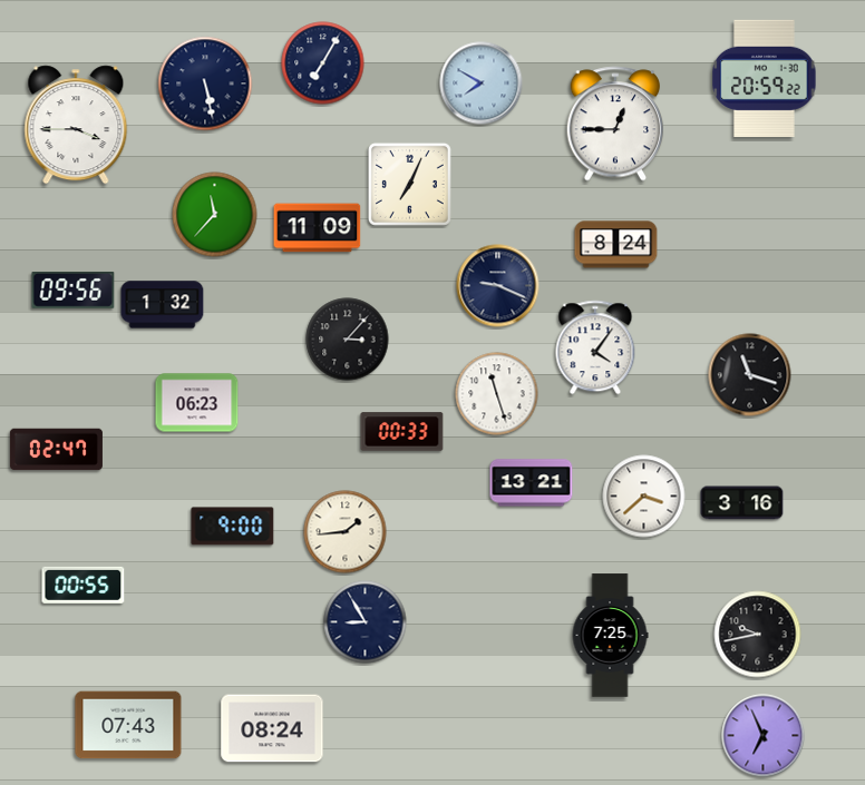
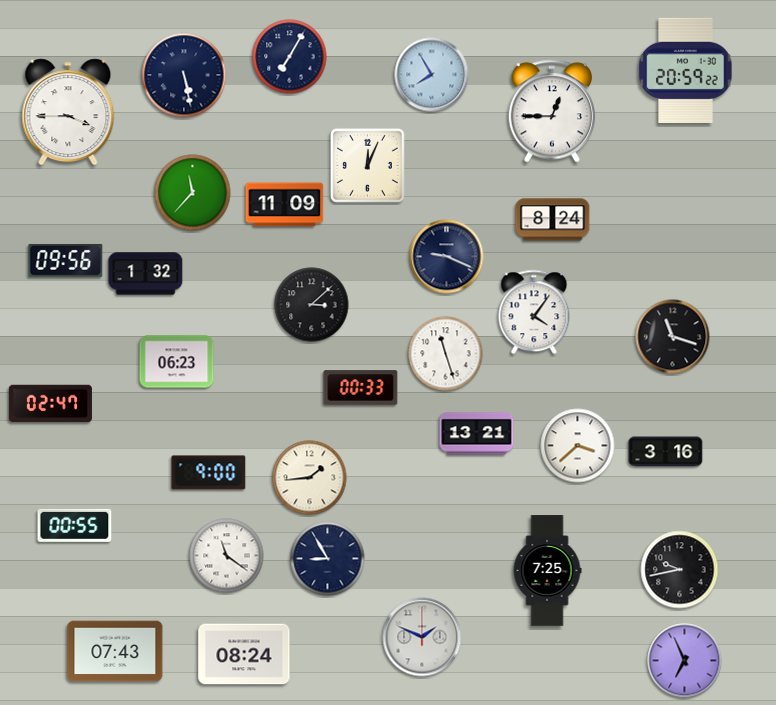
clock at (482, 84): 7:50 -> 7:55
clock at (409, 184): 7:04 -> 12:04
clock at (348, 340): 3:07 -> 3:08
clock at (227, 556): none -> 11:21
clock at (422, 637): none -> 1:49
